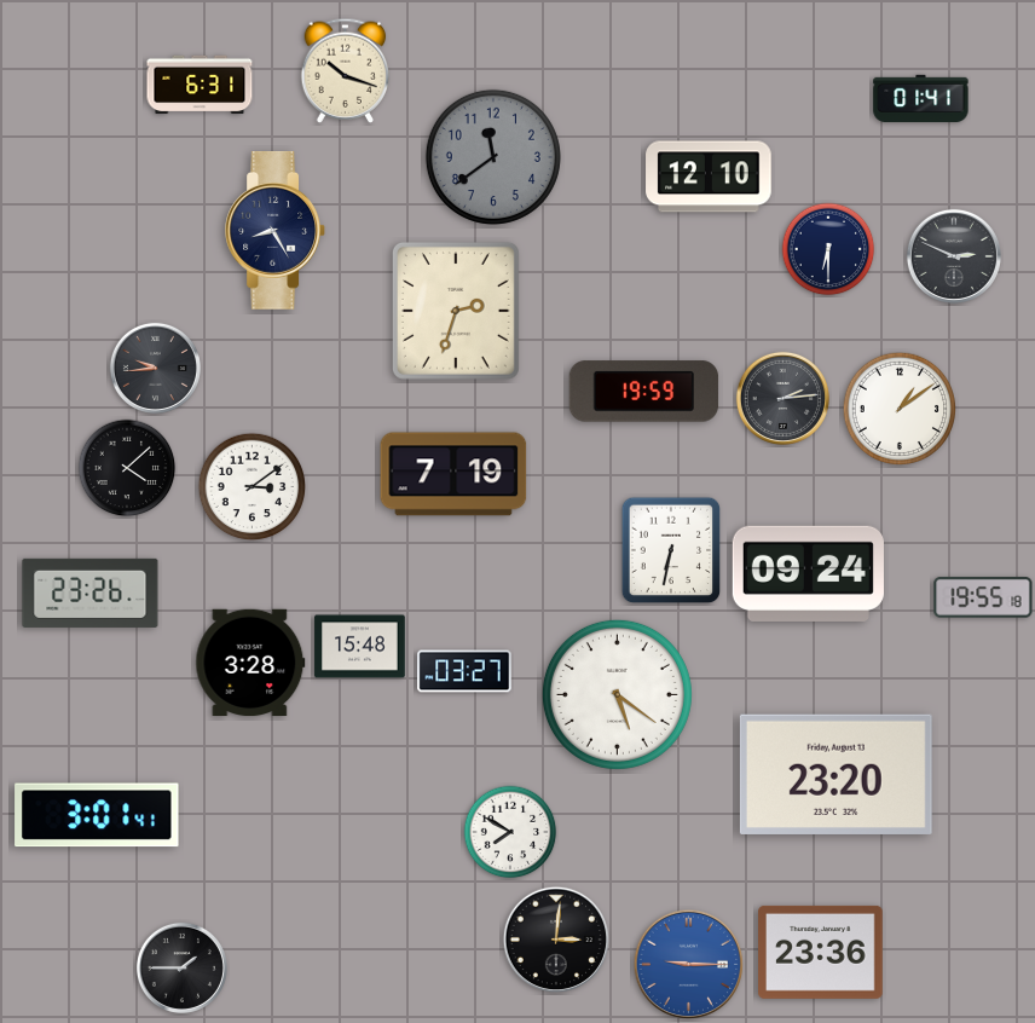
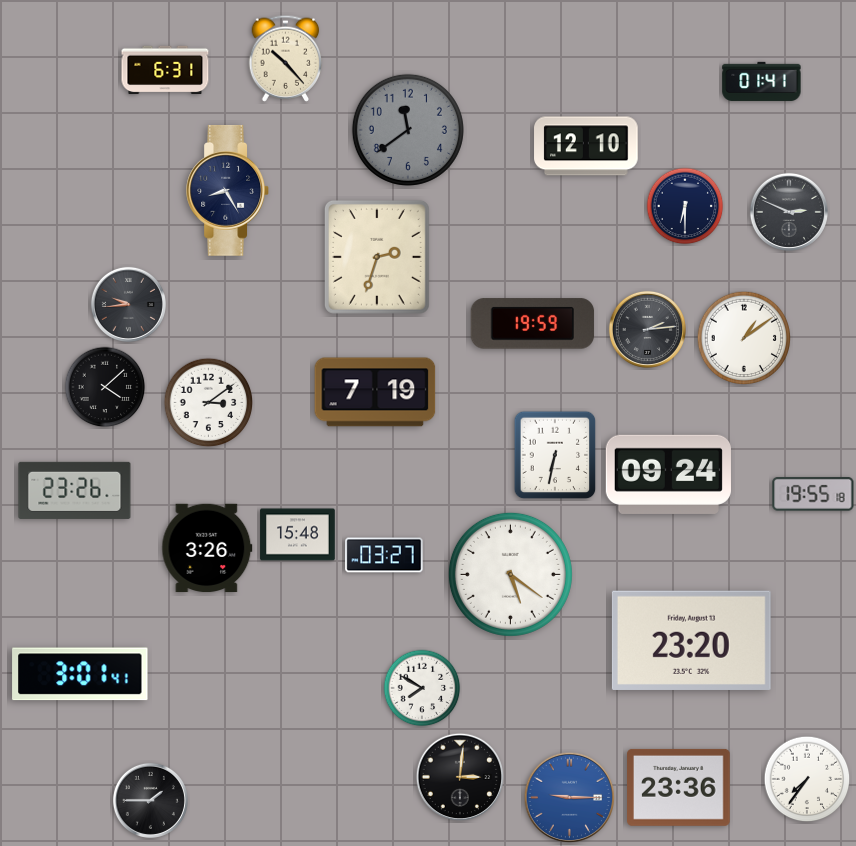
clock at (346, 70): 10:18 -> 10:23
clock at (250, 663): 3:28 -> 3:26
clock at (807, 779): none -> 7:36
